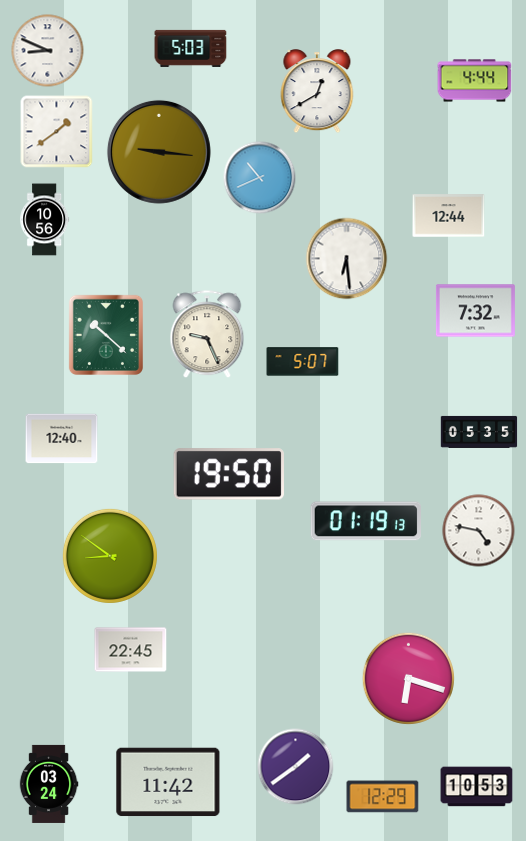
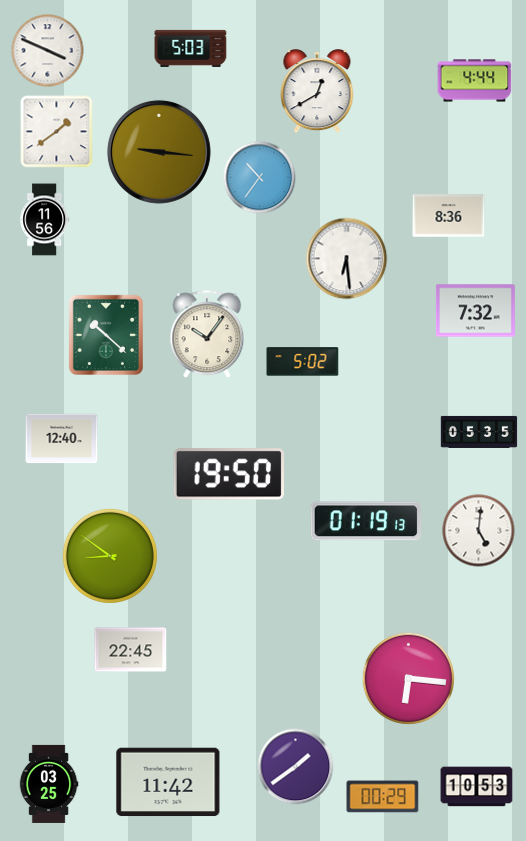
clock at (48, 51): 8:49 -> 3:49
clock at (260, 178): 10:41 -> 10:36
clock at (449, 216): 12:44 -> 8:36
clock at (45, 220): 10:56 -> 11:56
clock at (207, 335): 9:26 -> 10:06
clock at (303, 362): 5:07 -> 5:02
clock at (479, 531): 4:47 -> 5:01
clock at (408, 678): 6:18 -> 6:16
clock at (49, 784): 03:24 -> 03:25
clock at (383, 797): 12:29 -> 00:29
